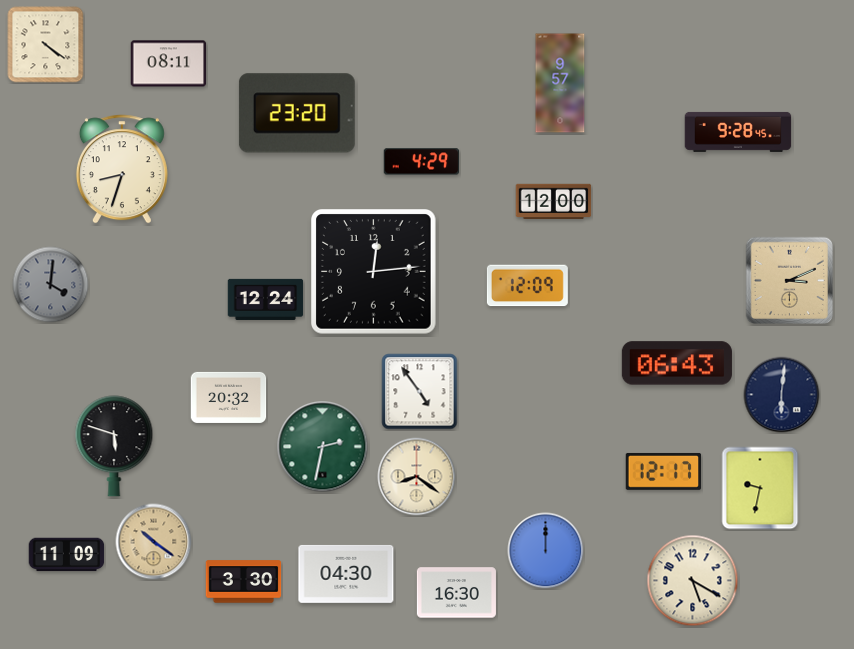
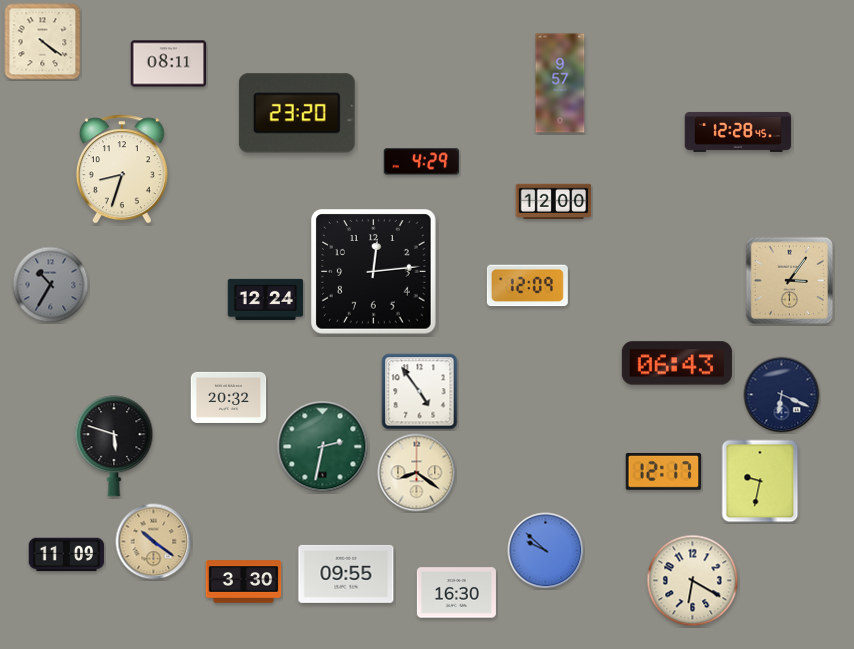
clock at (46, 45) position: (46, 45) -> (43, 42)
clock at (738, 132): 9:28 -> 12:28
clock at (789, 280): 3:11 -> 3:06
clock at (51, 285): 4:01 -> 10:35
clock at (782, 395): 6:01 -> 6:19
clock at (417, 477) position: (417, 477) -> (417, 473)
clock at (760, 488) position: (760, 488) -> (760, 481)
clock at (546, 551): 12:00 -> 9:52
clock at (346, 574): 04:30 -> 09:55
clock at (693, 581): 5:20 -> 6:20
